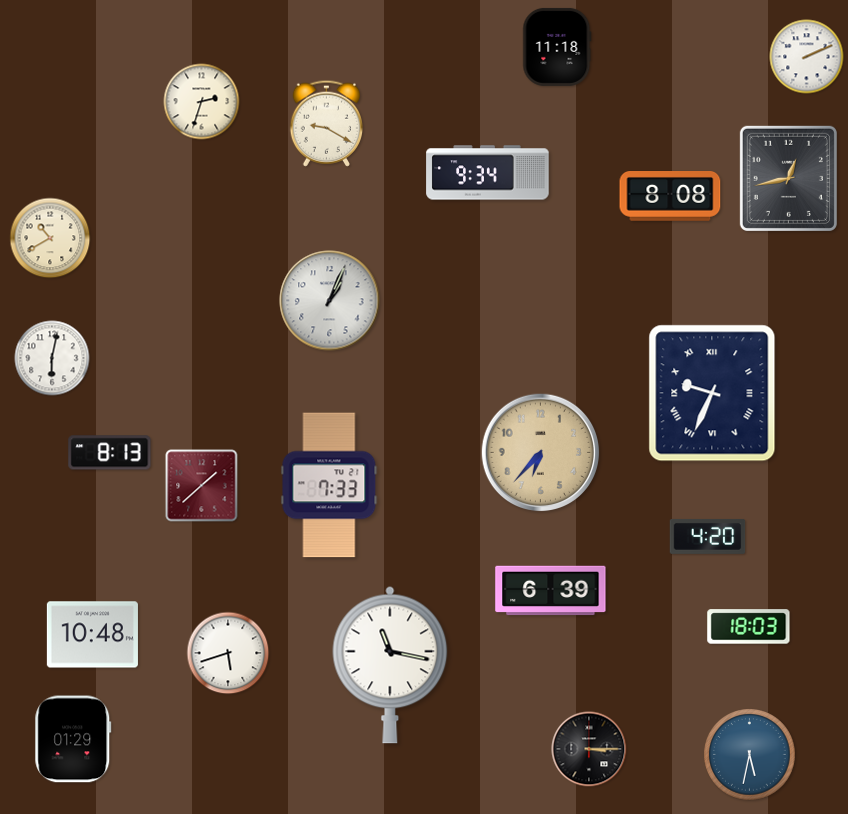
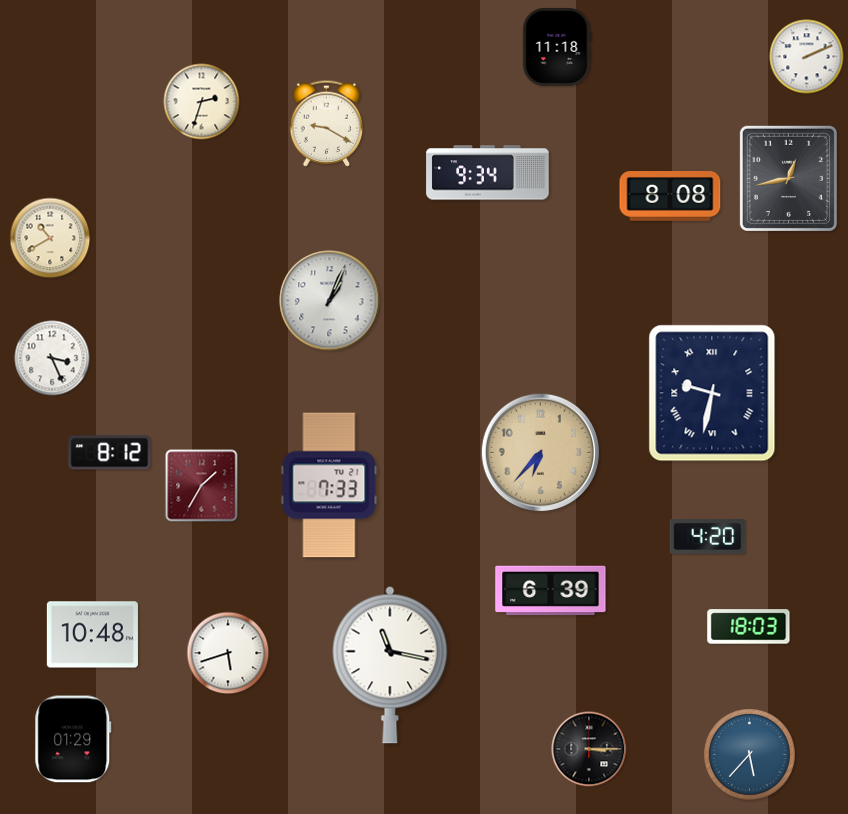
clock at (52, 358): 6:02 -> 3:26
clock at (712, 393): 9:34 -> 9:32
clock at (110, 453): 8:13 -> 8:12
clock at (202, 486): 1:38 -> 1:35
clock at (750, 755): 5:32 -> 5:37
